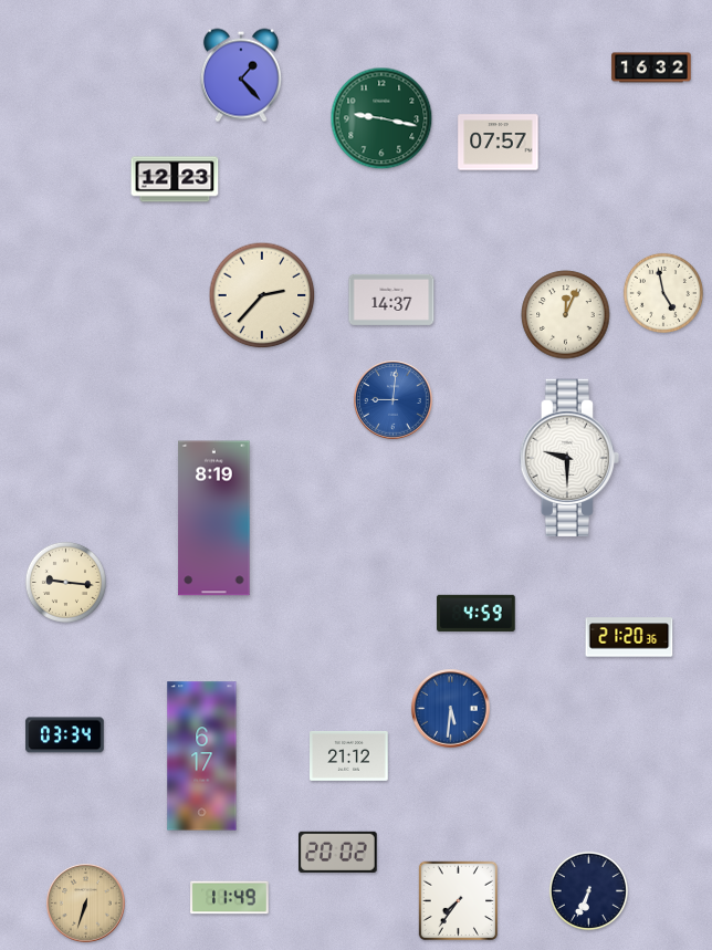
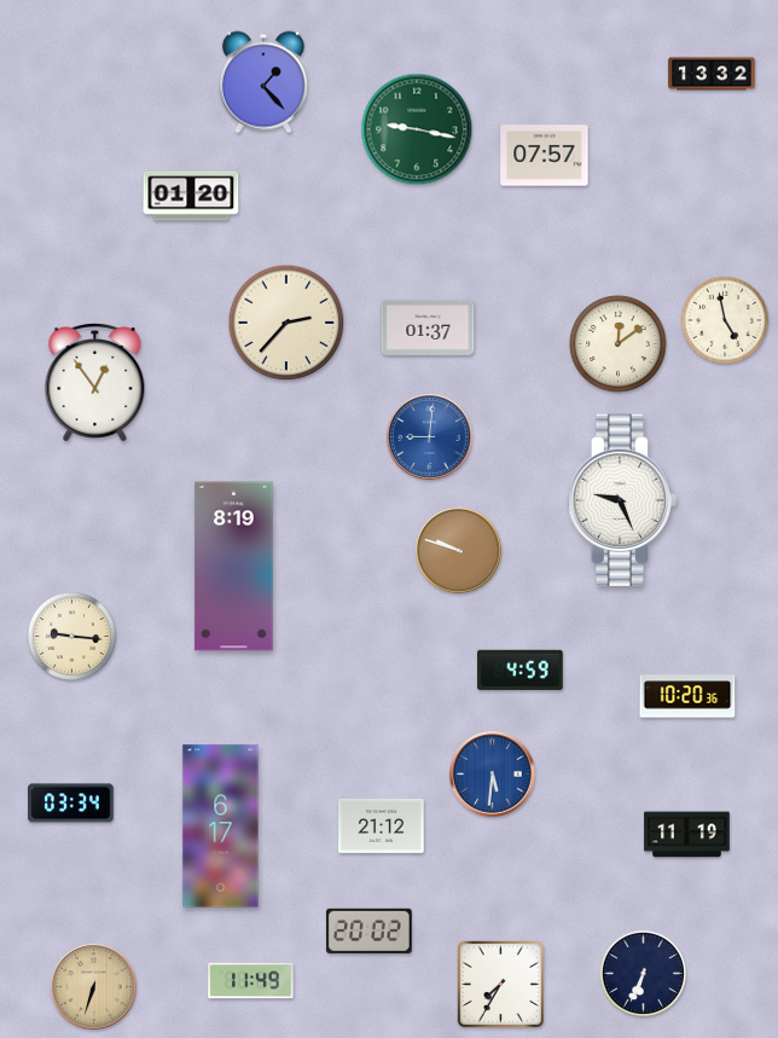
clock at (651, 67): 16:32 -> 13:32
clock at (175, 179): 12:23 -> 01:20
clock at (391, 300): 14:37 -> 01:37
clock at (566, 315): 12:04 -> 12:09
clock at (95, 383): none -> 12:54
clock at (569, 458): 9:30 -> 9:26
clock at (459, 551): none -> 9:48
clock at (629, 637): 21:20 -> 10:20
clock at (687, 835): none -> 11:19
clock at (459, 901): 7:36 -> 7:35
